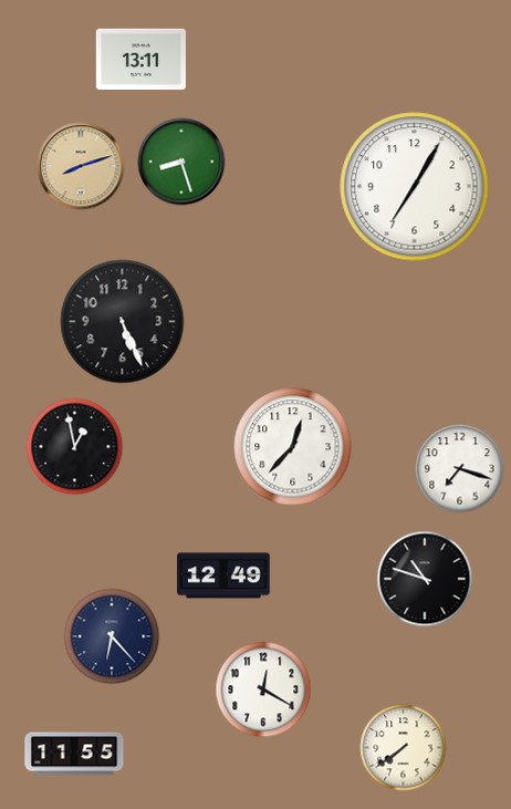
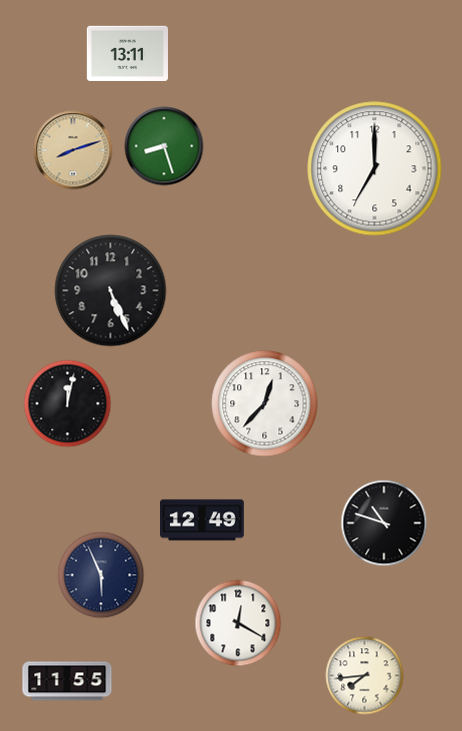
clock at (415, 187): 7:05 -> 7:00
clock at (75, 447): 12:58 -> 12:02
clock at (460, 469): 7:18 -> none
clock at (112, 636): 6:23 -> 5:56
clock at (404, 748): 7:39 -> 7:44
